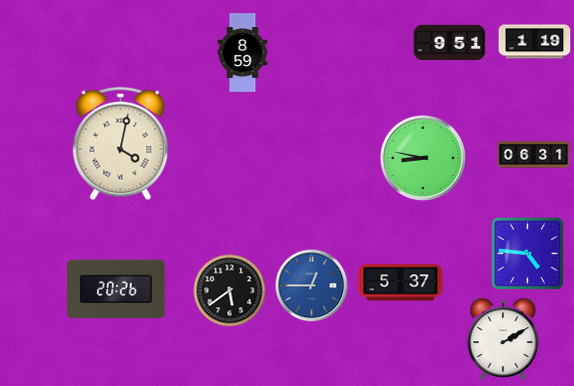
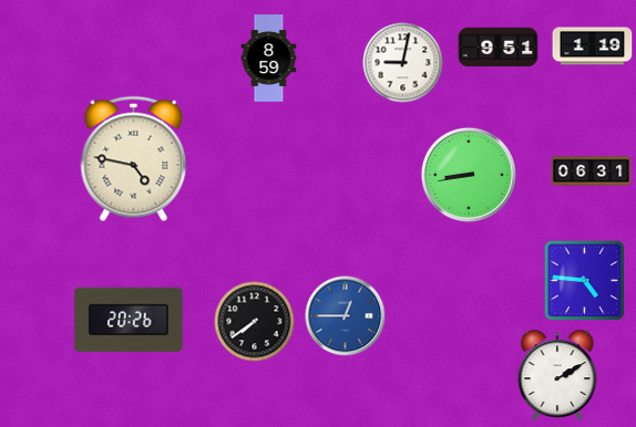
clock at (403, 63): none -> 9:02
clock at (121, 144): 4:02 -> 4:47
clock at (422, 157): 8:47 -> 8:43
clock at (401, 283): 5:37 -> none
clock at (230, 291): 5:39 -> 7:39
